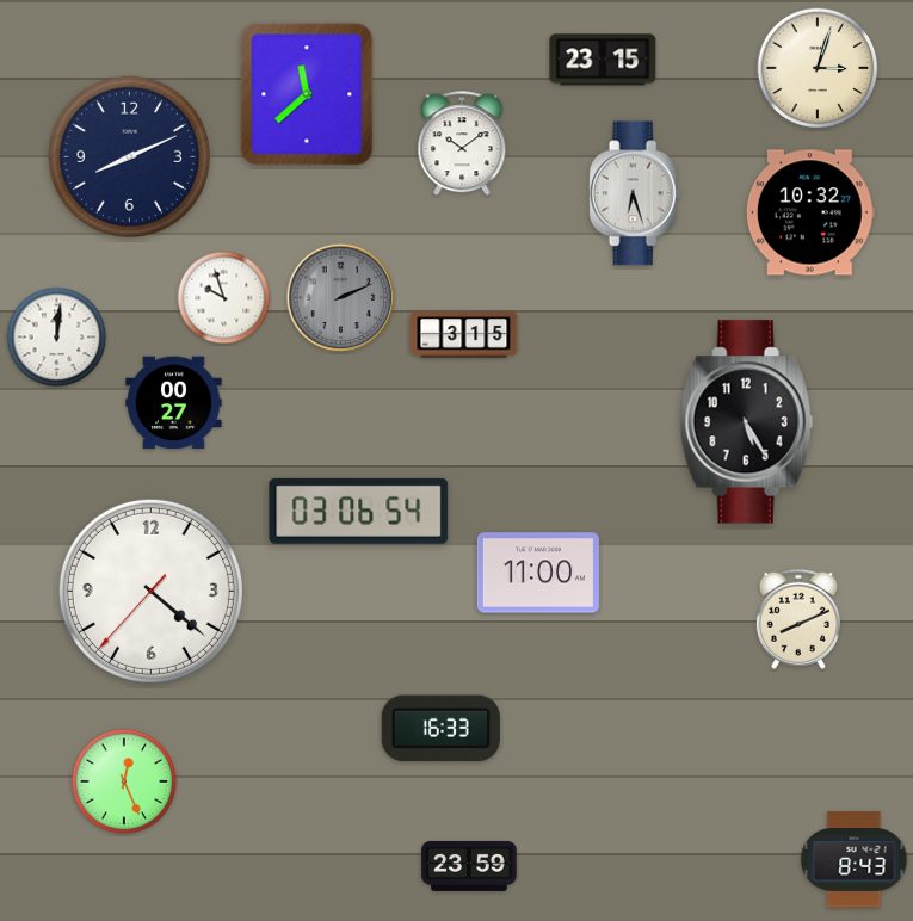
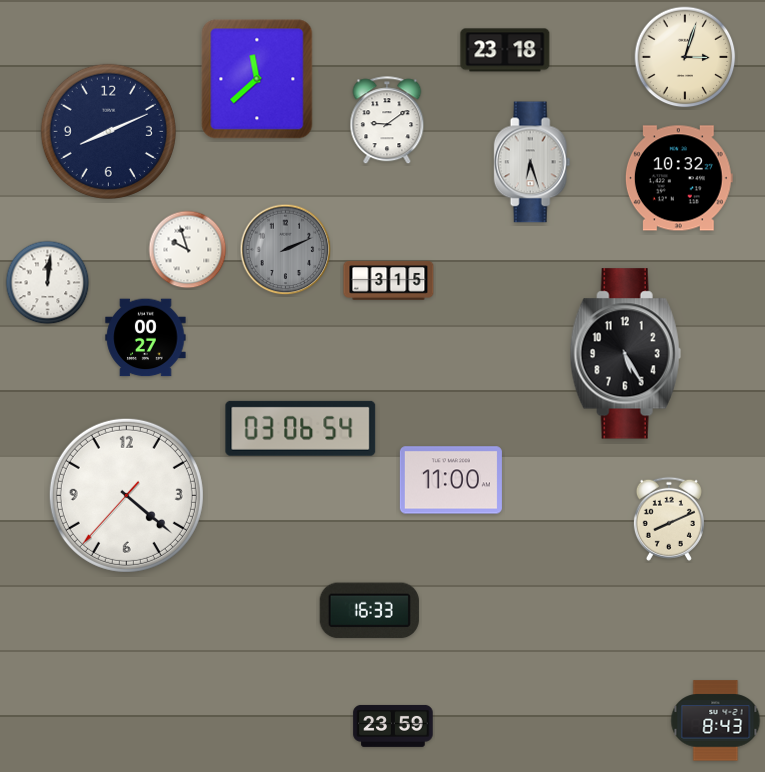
clock at (603, 60): 23:15 -> 23:18
clock at (462, 144): 10:09 -> 9:09
clock at (124, 781): 12:26 -> none
